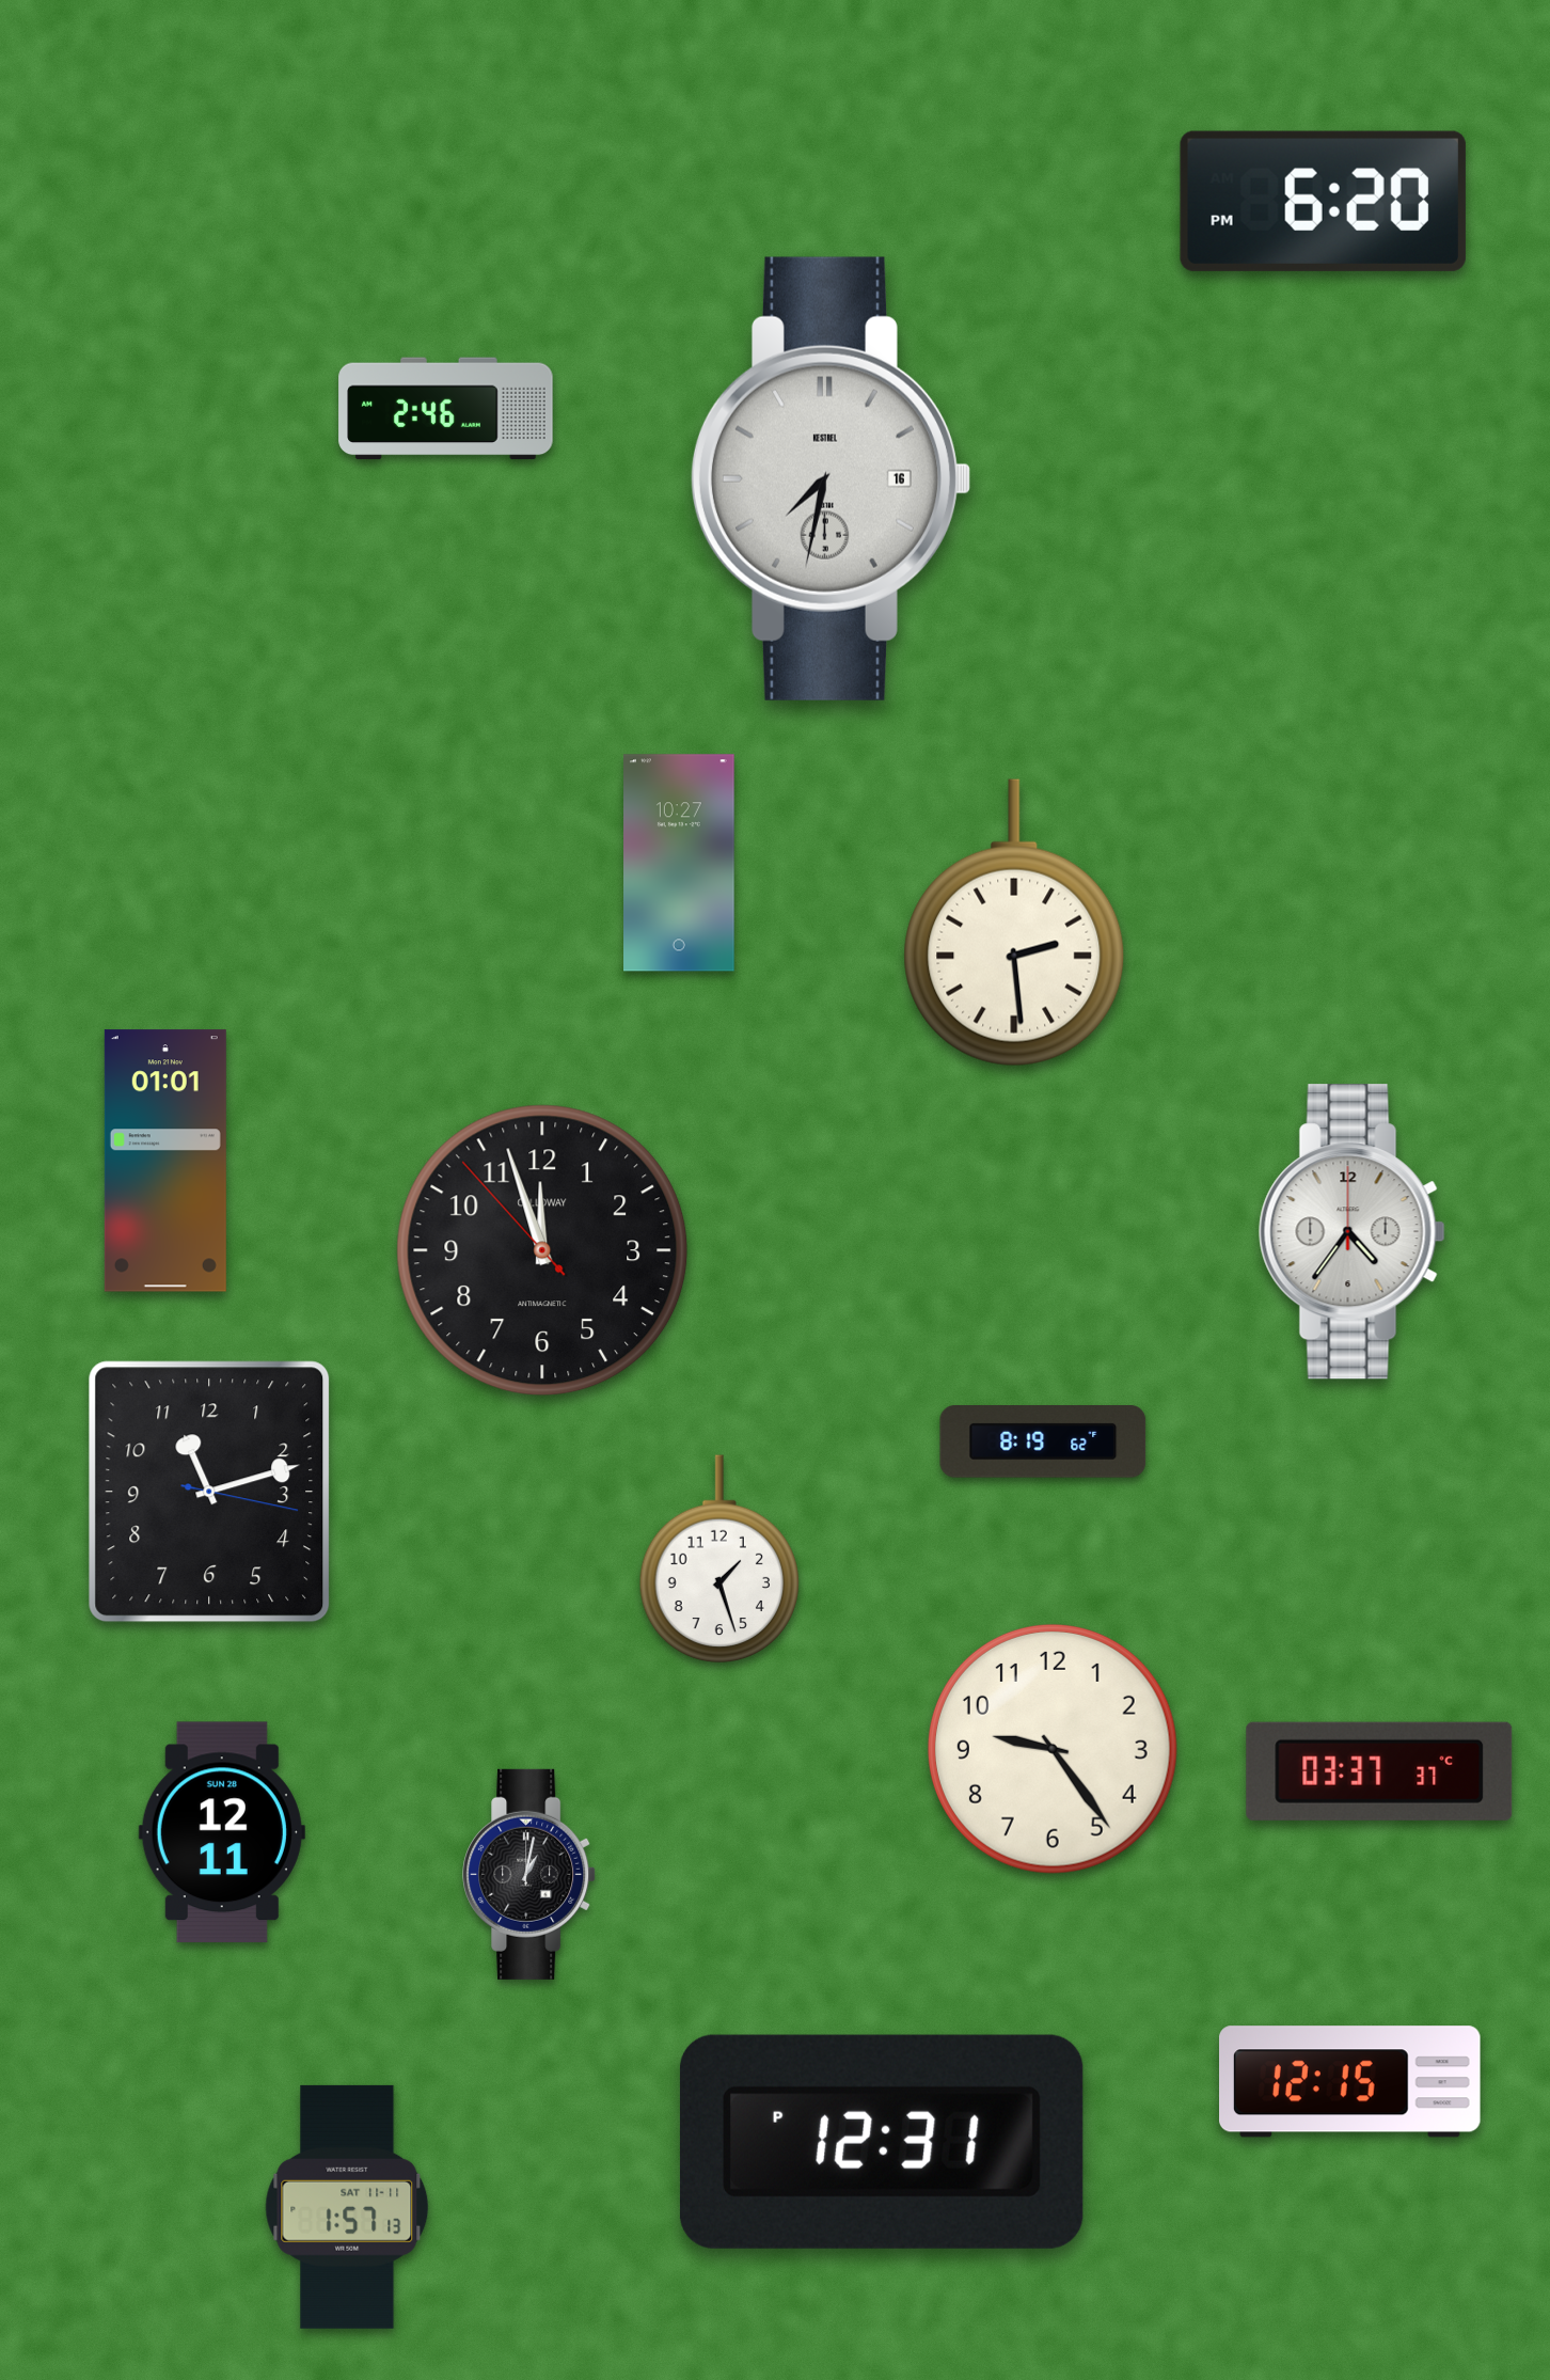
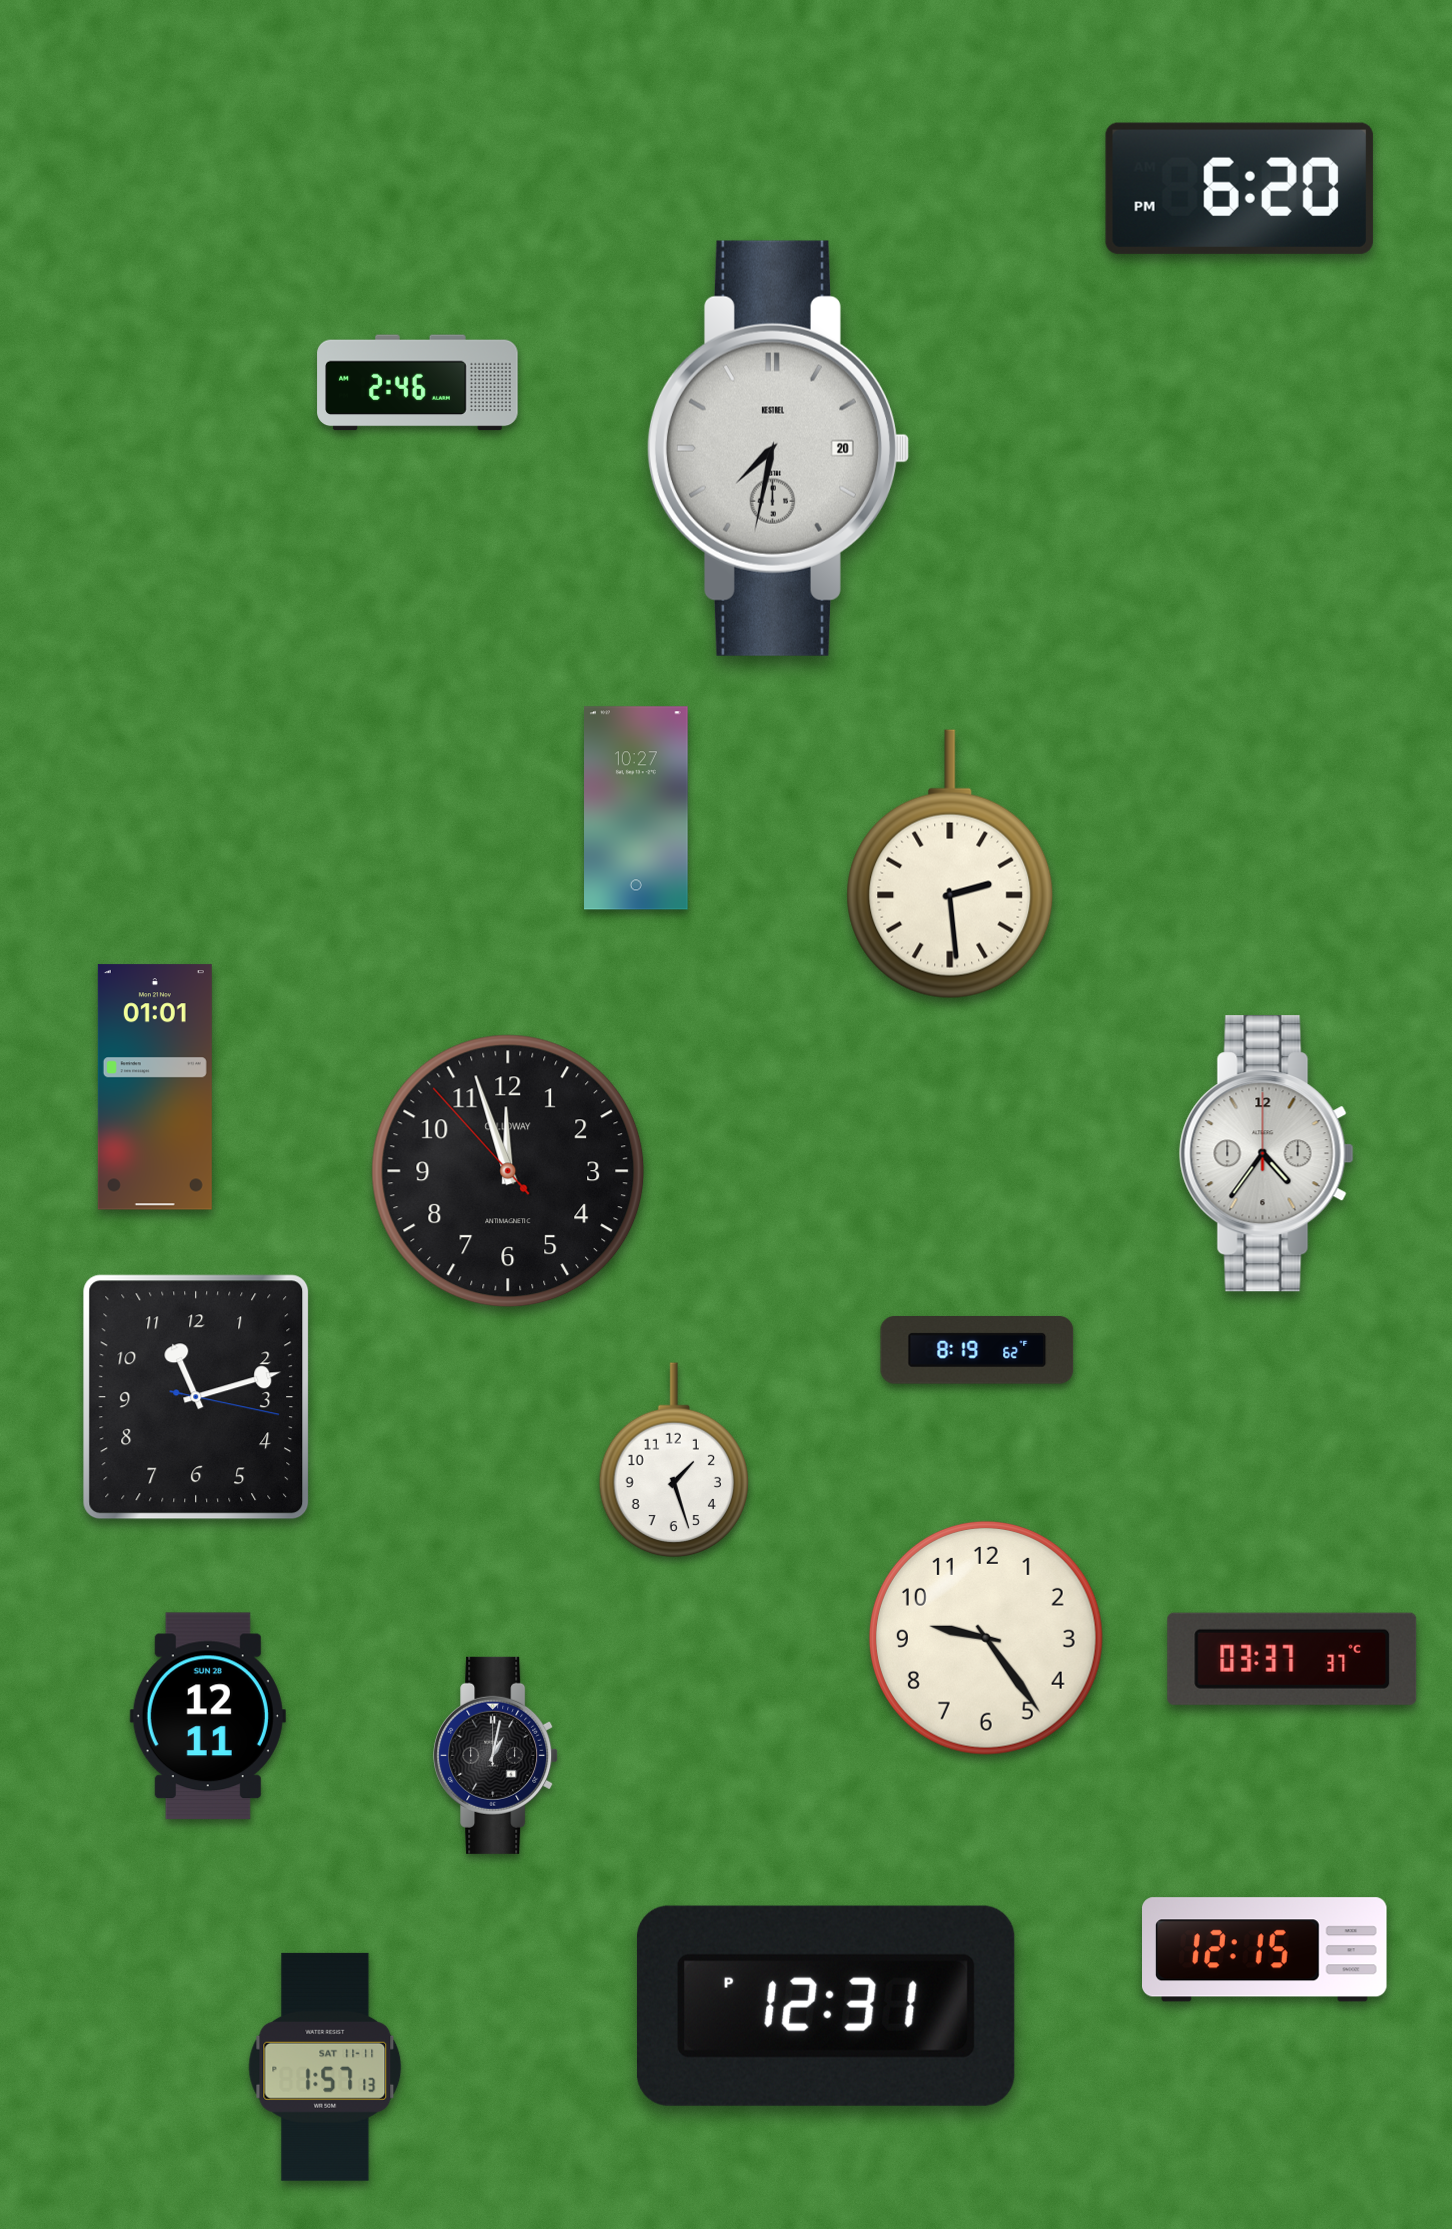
clock at (831, 478) date: 16 -> 20
